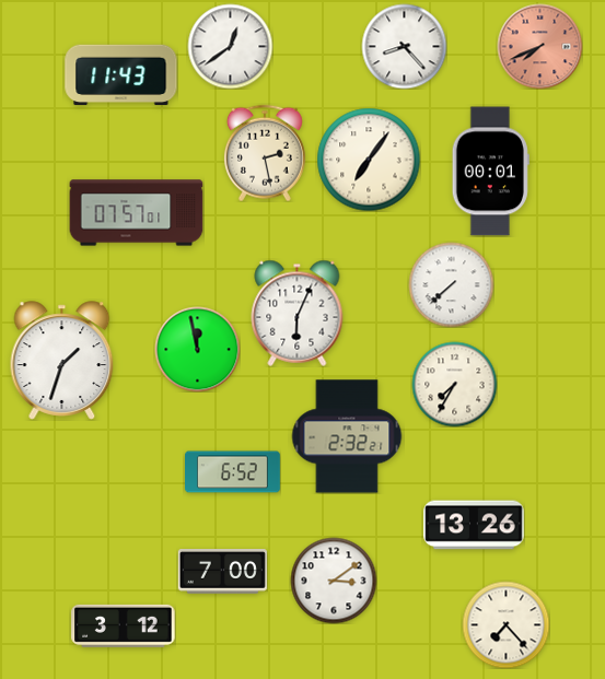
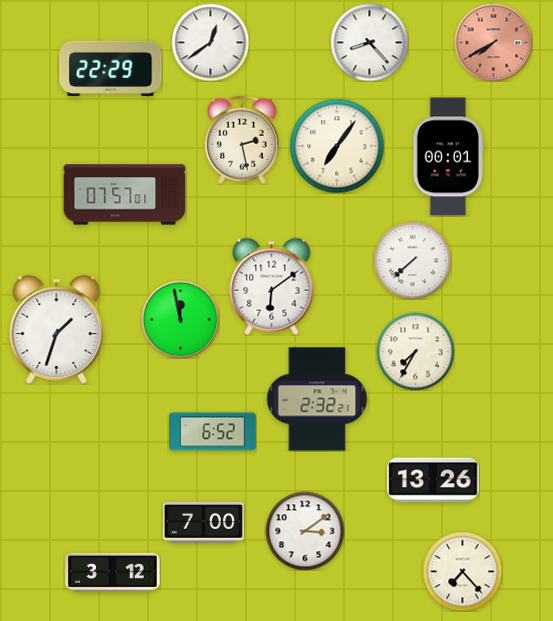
clock at (539, 46): 7:41 -> 7:40
clock at (121, 75): 11:43 -> 22:29
clock at (298, 313): 6:04 -> 6:09
